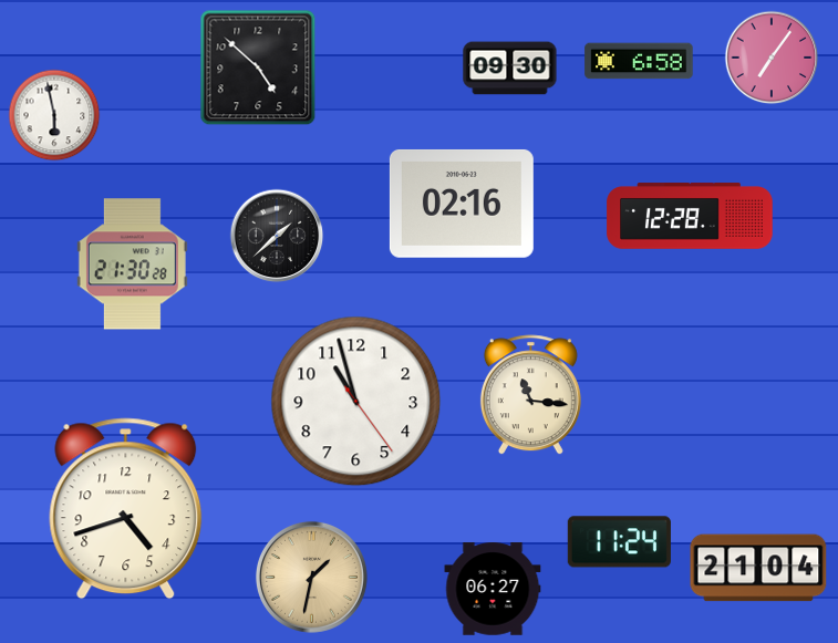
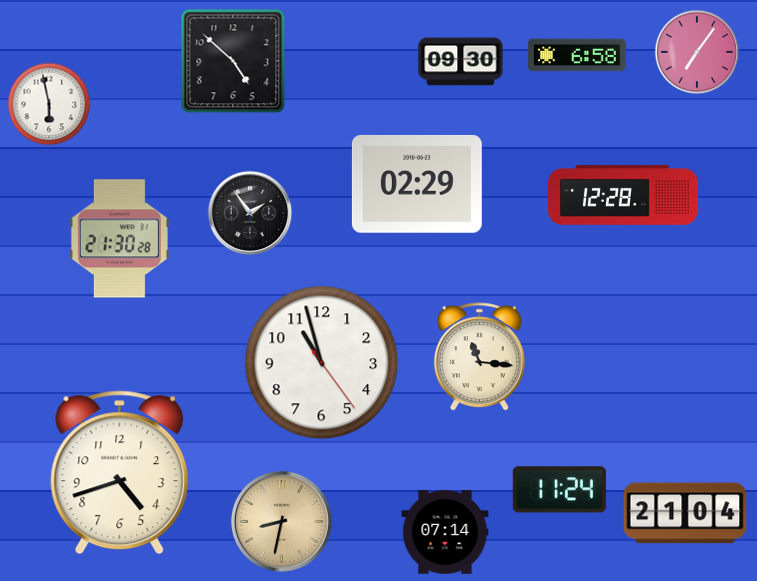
clock at (462, 204): 02:16 -> 02:29
clock at (277, 236): 1:38 -> 1:54
clock at (126, 509) position: (126, 509) -> (120, 473)
clock at (311, 577): 1:32 -> 8:32
clock at (493, 589): 06:27 -> 07:14
